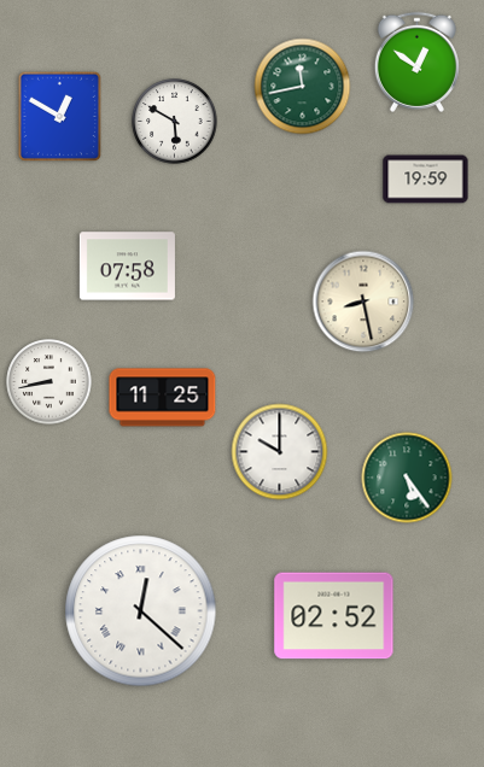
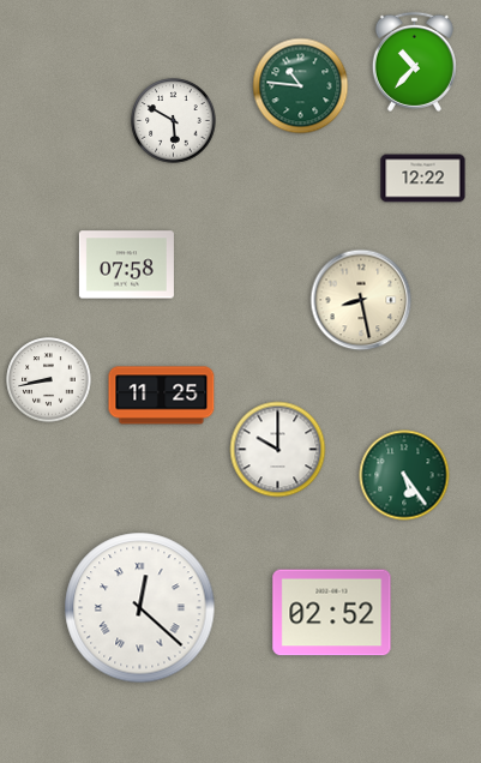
clock at (416, 62): 12:51 -> 10:37
clock at (303, 87): 11:43 -> 10:46
clock at (59, 116): 12:50 -> none
clock at (426, 180): 19:59 -> 12:22
